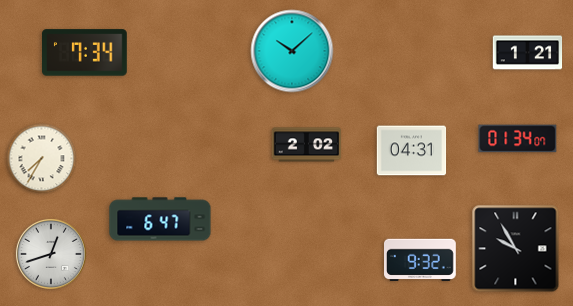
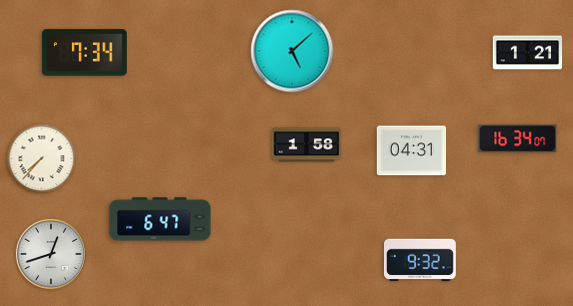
clock at (292, 51): 10:08 -> 5:08
clock at (518, 139): 01:34 -> 16:34
clock at (307, 145): 2:02 -> 1:58
clock at (42, 159): 7:35 -> 7:37
clock at (516, 249): 9:55 -> none
